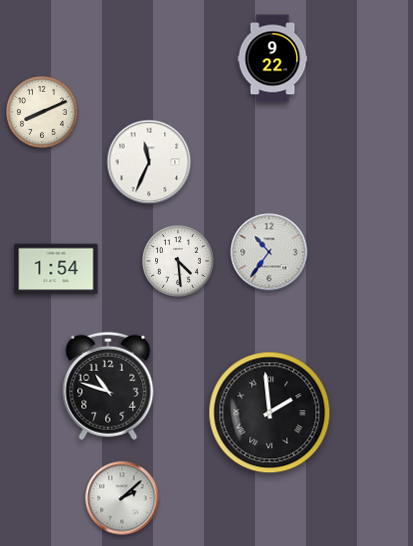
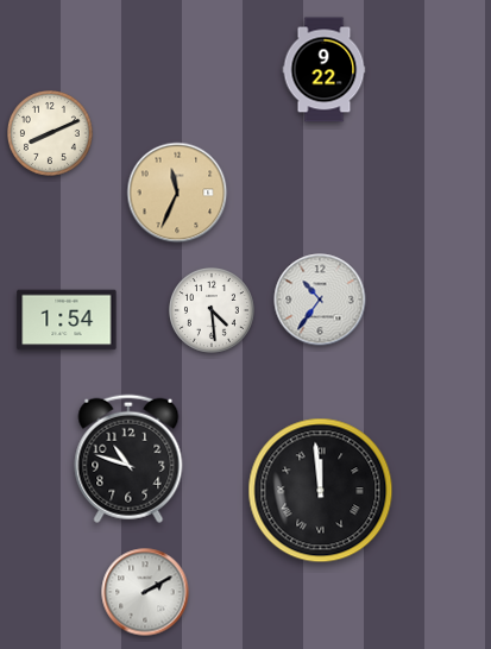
clock at (149, 162) dial: white -> champagne
clock at (270, 413): 1:59 -> 11:59
clock at (122, 498): 2:08 -> 2:10
